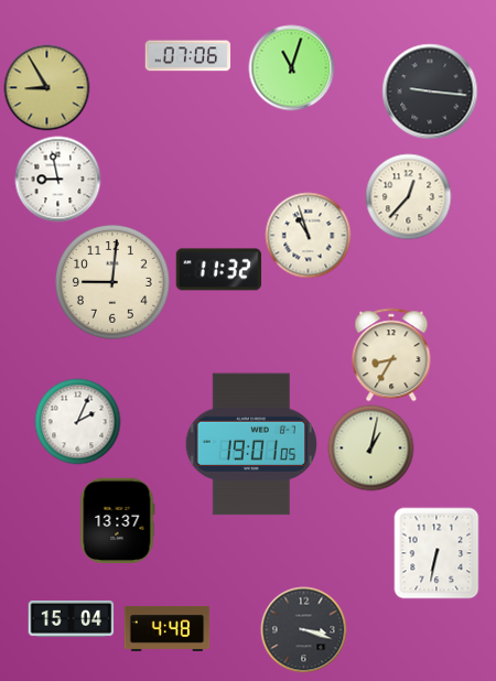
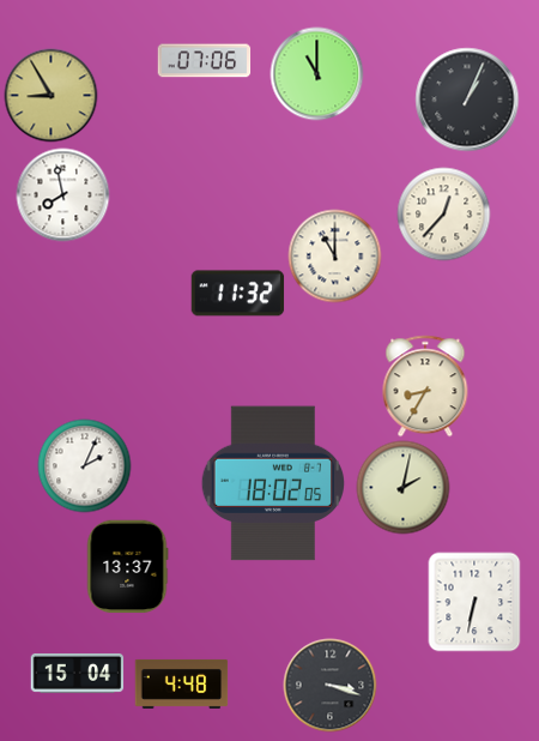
clock at (291, 67): 11:03 -> 11:00
clock at (430, 91): 9:16 -> 1:04
clock at (57, 179): 8:58 -> 7:58
clock at (308, 235): 10:57 -> 11:00
clock at (114, 283): 9:01 -> none
clock at (77, 421) position: (77, 421) -> (84, 465)
clock at (251, 444): 19:01 -> 18:02
clock at (370, 447): 1:02 -> 2:02
